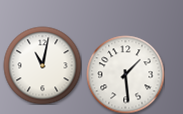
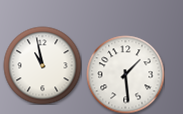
clock at (42, 65): 11:02 -> 10:58
